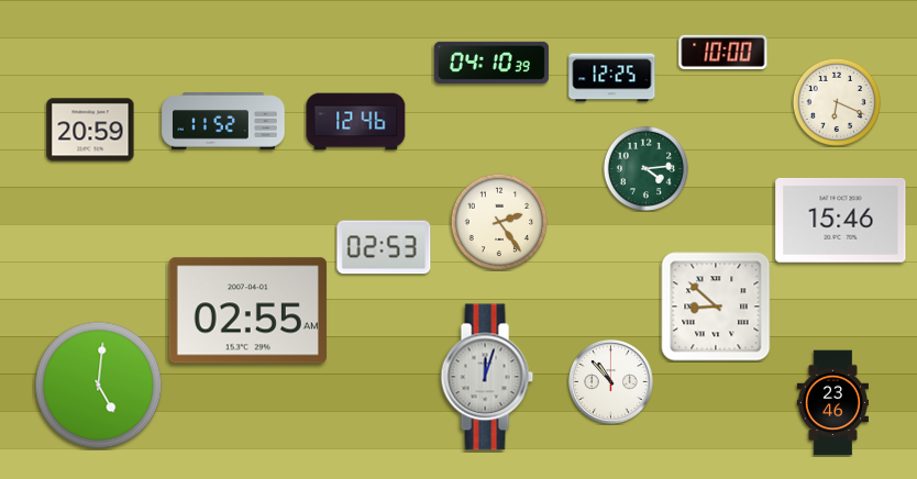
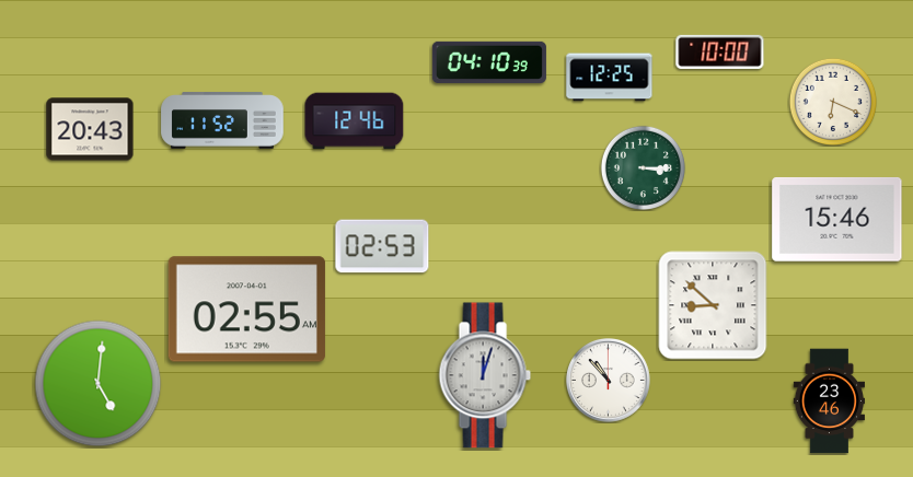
clock at (90, 130): 20:59 -> 20:43
clock at (645, 168): 4:14 -> 3:15
clock at (499, 222): 2:24 -> none
